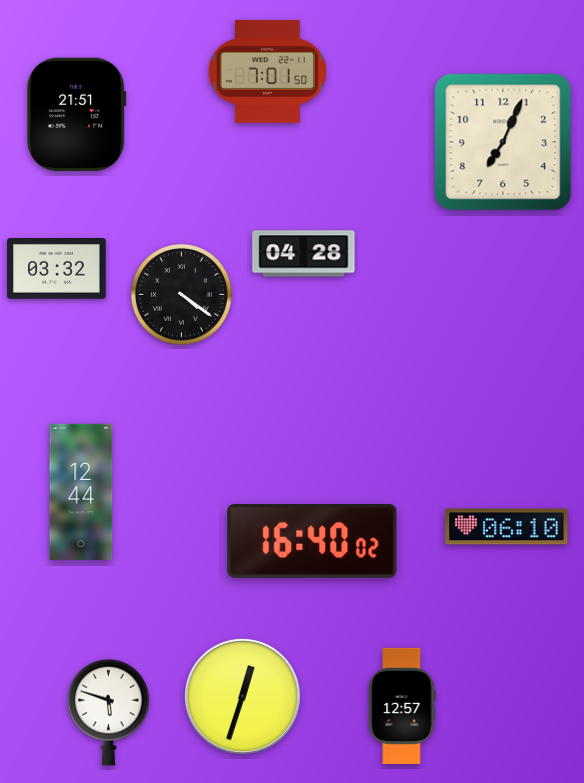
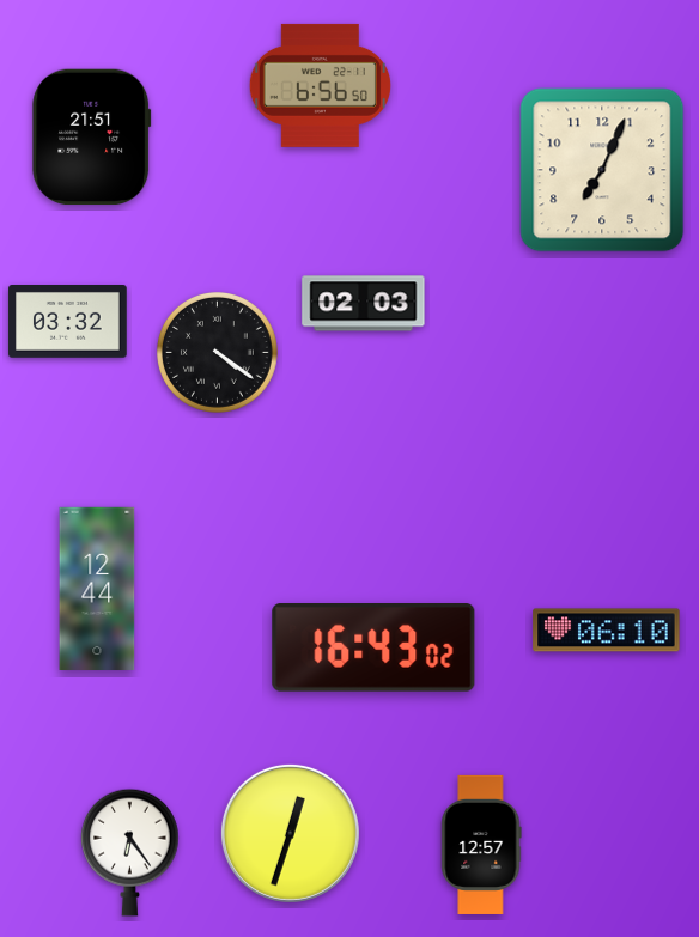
clock at (267, 71): 7:01 -> 6:56
clock at (304, 254): 04:28 -> 02:03
clock at (312, 542): 16:40 -> 16:43
clock at (109, 712): 5:48 -> 6:24
